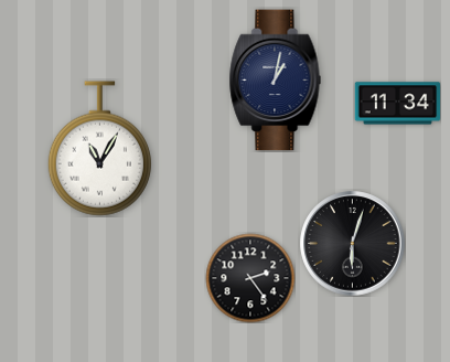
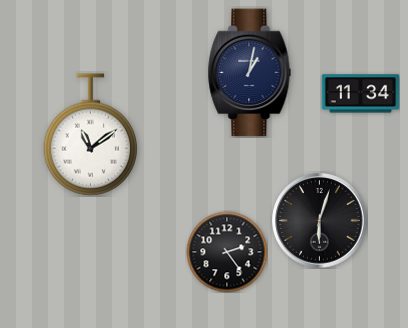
clock at (99, 149): 11:05 -> 11:09
